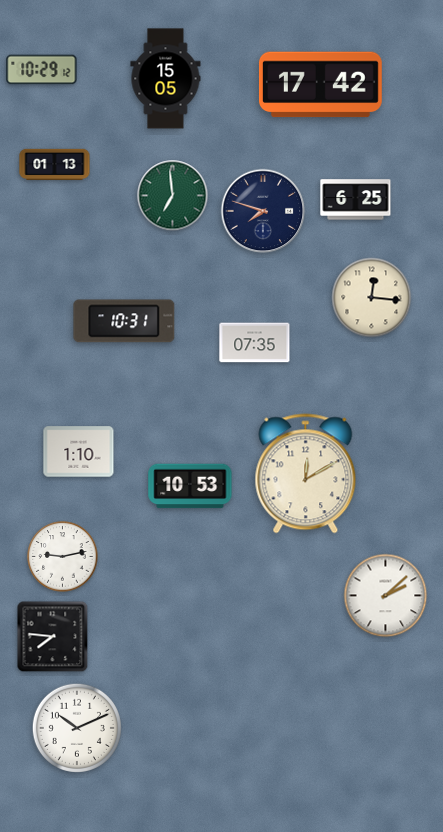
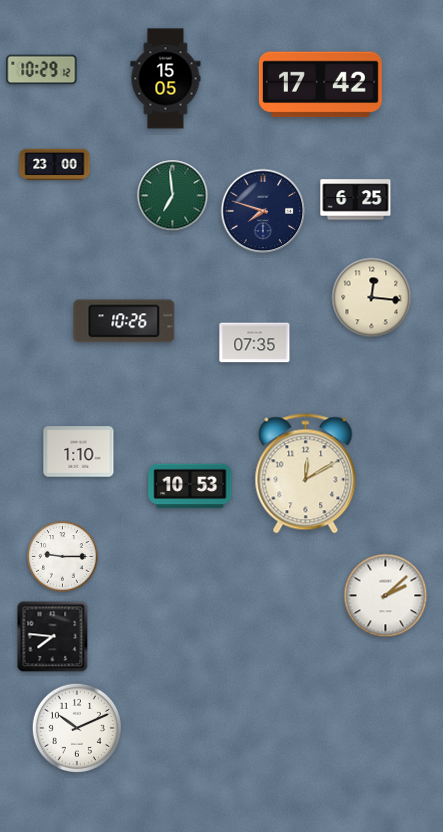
clock at (55, 165): 01:13 -> 23:00
clock at (124, 321): 10:31 -> 10:26
clock at (63, 557): 9:13 -> 9:15
